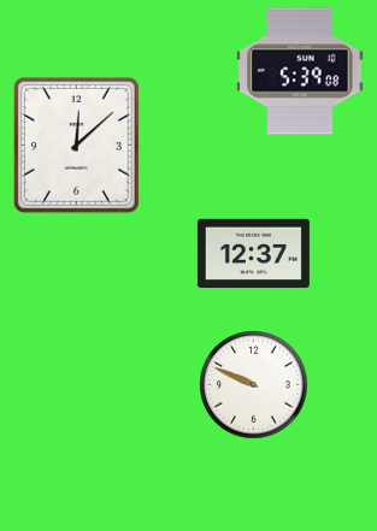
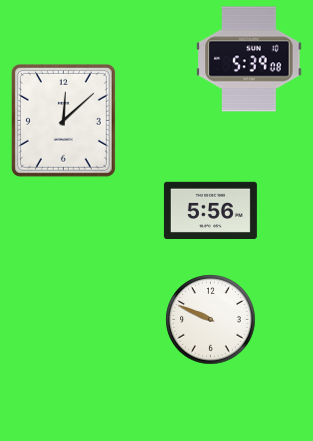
clock at (253, 253): 12:37 -> 5:56
